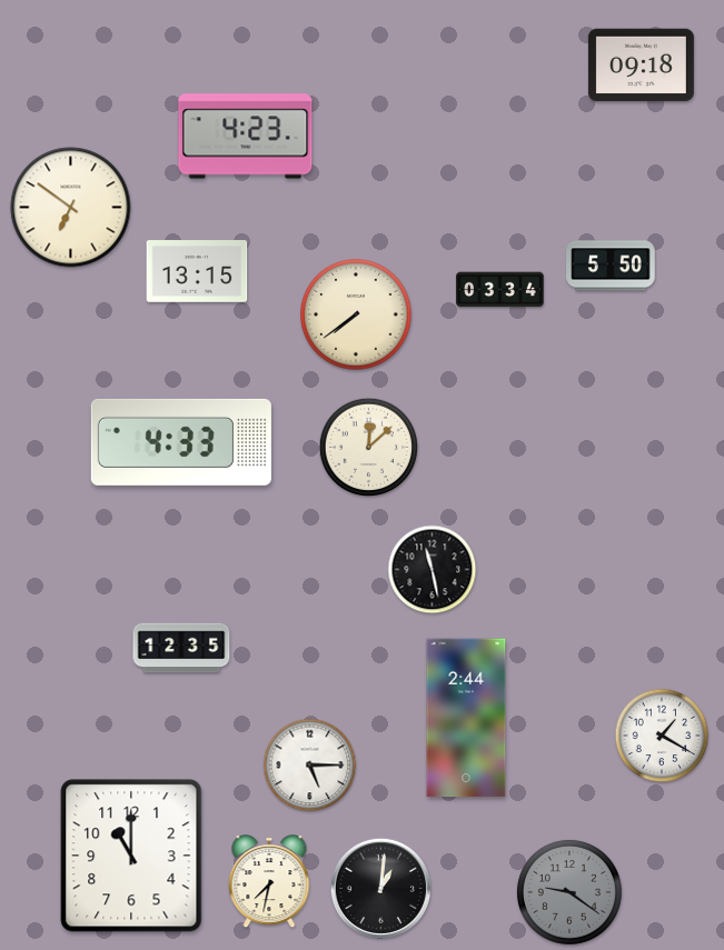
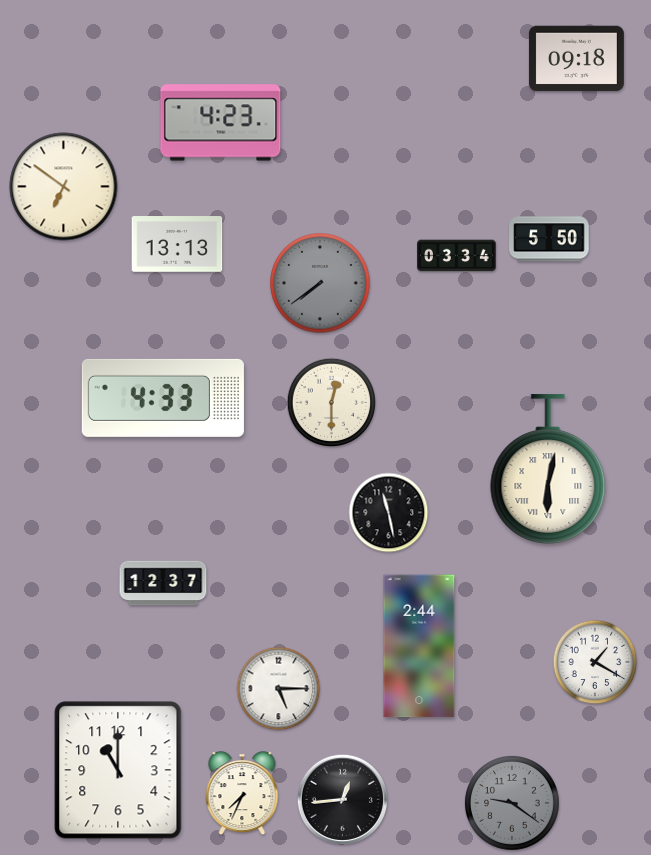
clock at (197, 271): 13:15 -> 13:13
clock at (500, 290) position: (500, 290) -> (457, 256)
clock at (356, 314) dial: cream -> grey
clock at (368, 447): 12:08 -> 12:30
clock at (548, 469): none -> 6:02
clock at (181, 648): 12:35 -> 12:37
clock at (269, 882): 7:32 -> 7:34
clock at (380, 888): 1:01 -> 12:44
